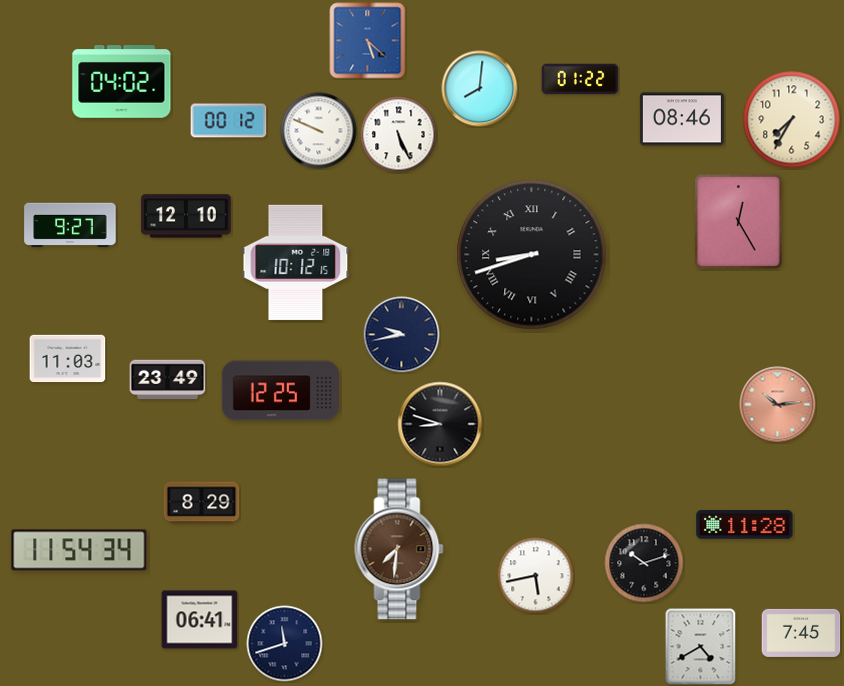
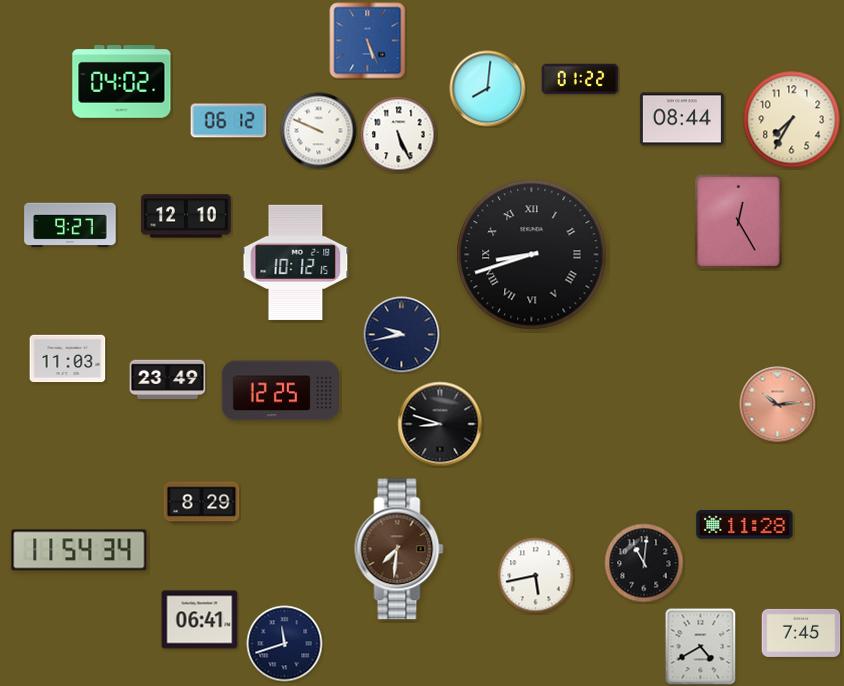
clock at (368, 41): 5:22 -> 5:26
clock at (480, 89) position: (480, 89) -> (488, 89)
clock at (682, 119): 08:46 -> 08:44
clock at (229, 121): 00:12 -> 06:12
clock at (644, 563): 10:12 -> 11:01
